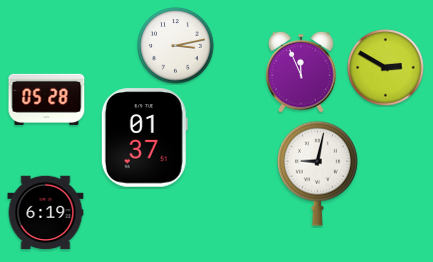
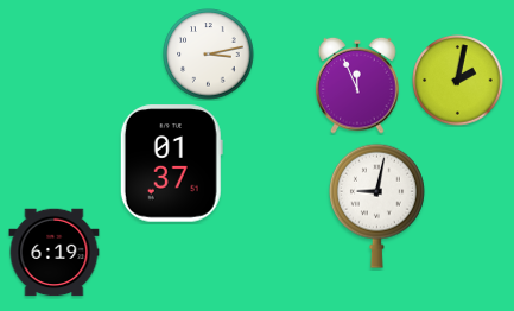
clock at (386, 68): 2:50 -> 2:02
clock at (47, 99): 05:28 -> none
